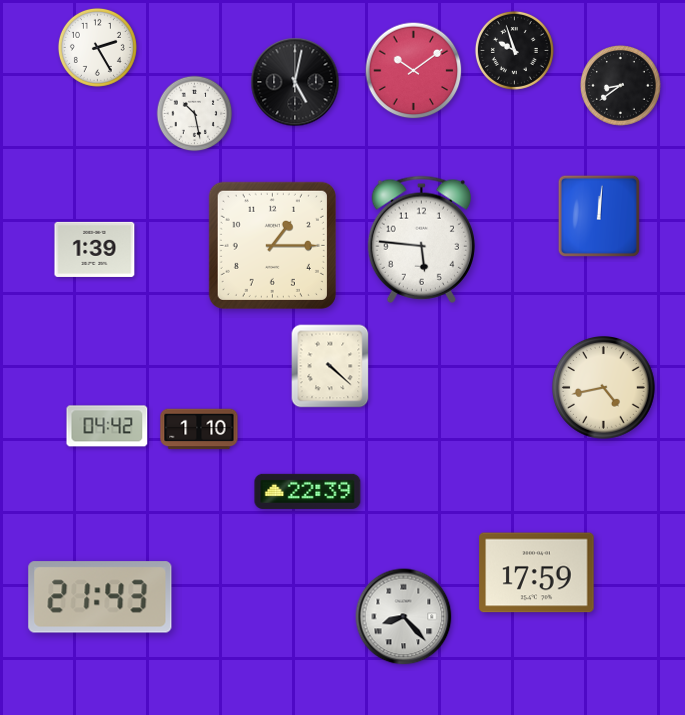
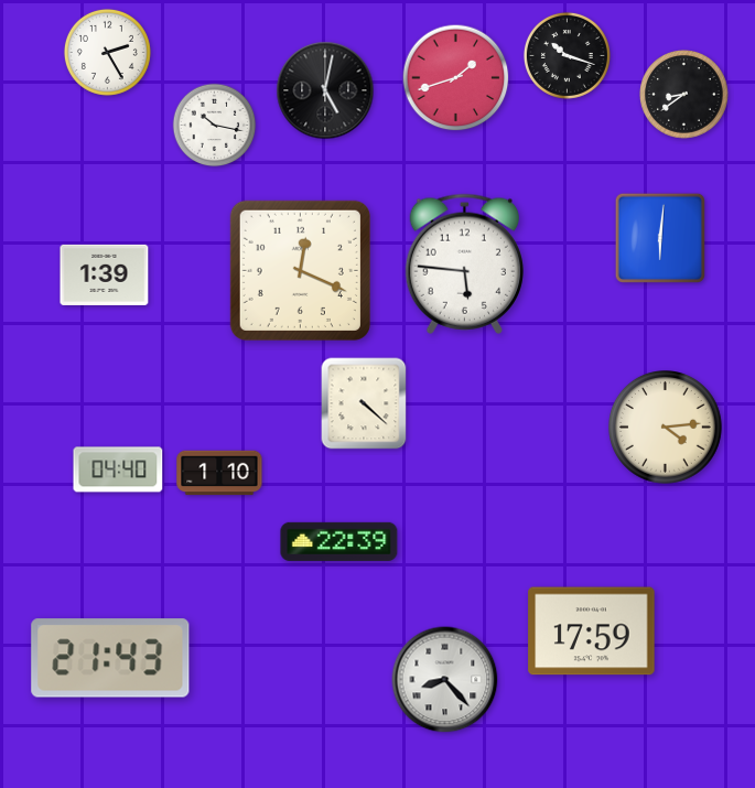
clock at (514, 50): 9:57 -> 10:18
clock at (414, 71): 10:09 -> 1:42
clock at (195, 114): 10:28 -> 10:17
clock at (599, 216): 12:01 -> 6:01
clock at (272, 245): 1:15 -> 12:19
clock at (604, 388): 4:43 -> 4:14
clock at (107, 426): 04:42 -> 04:40
